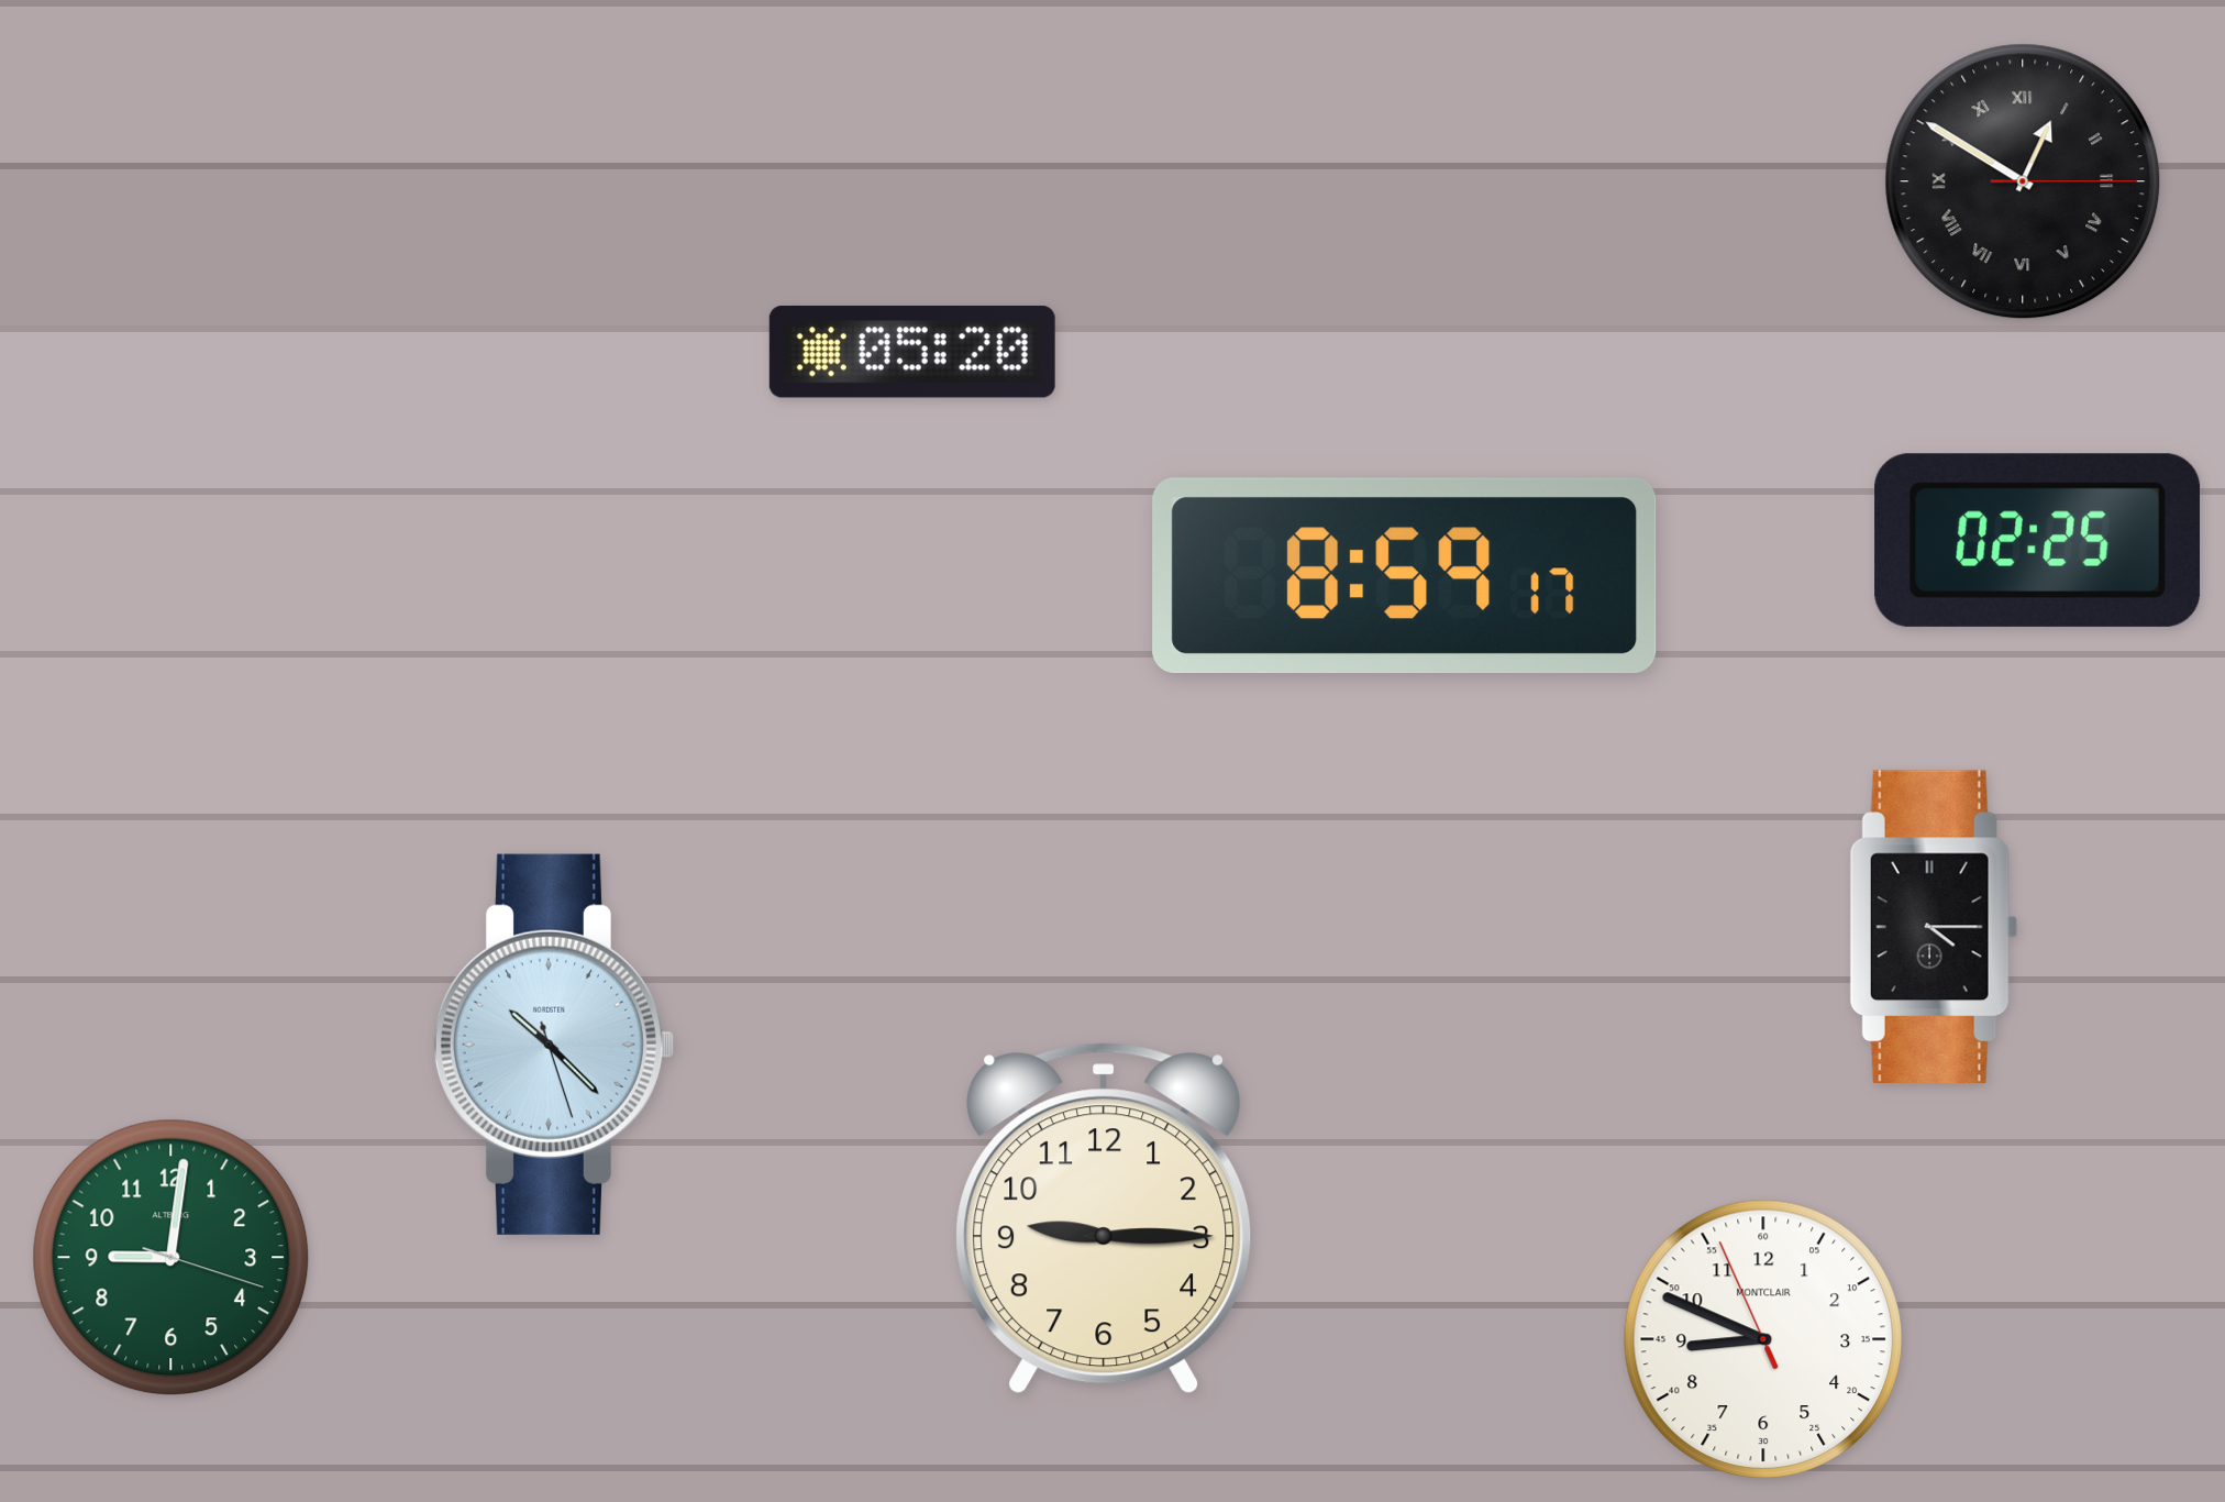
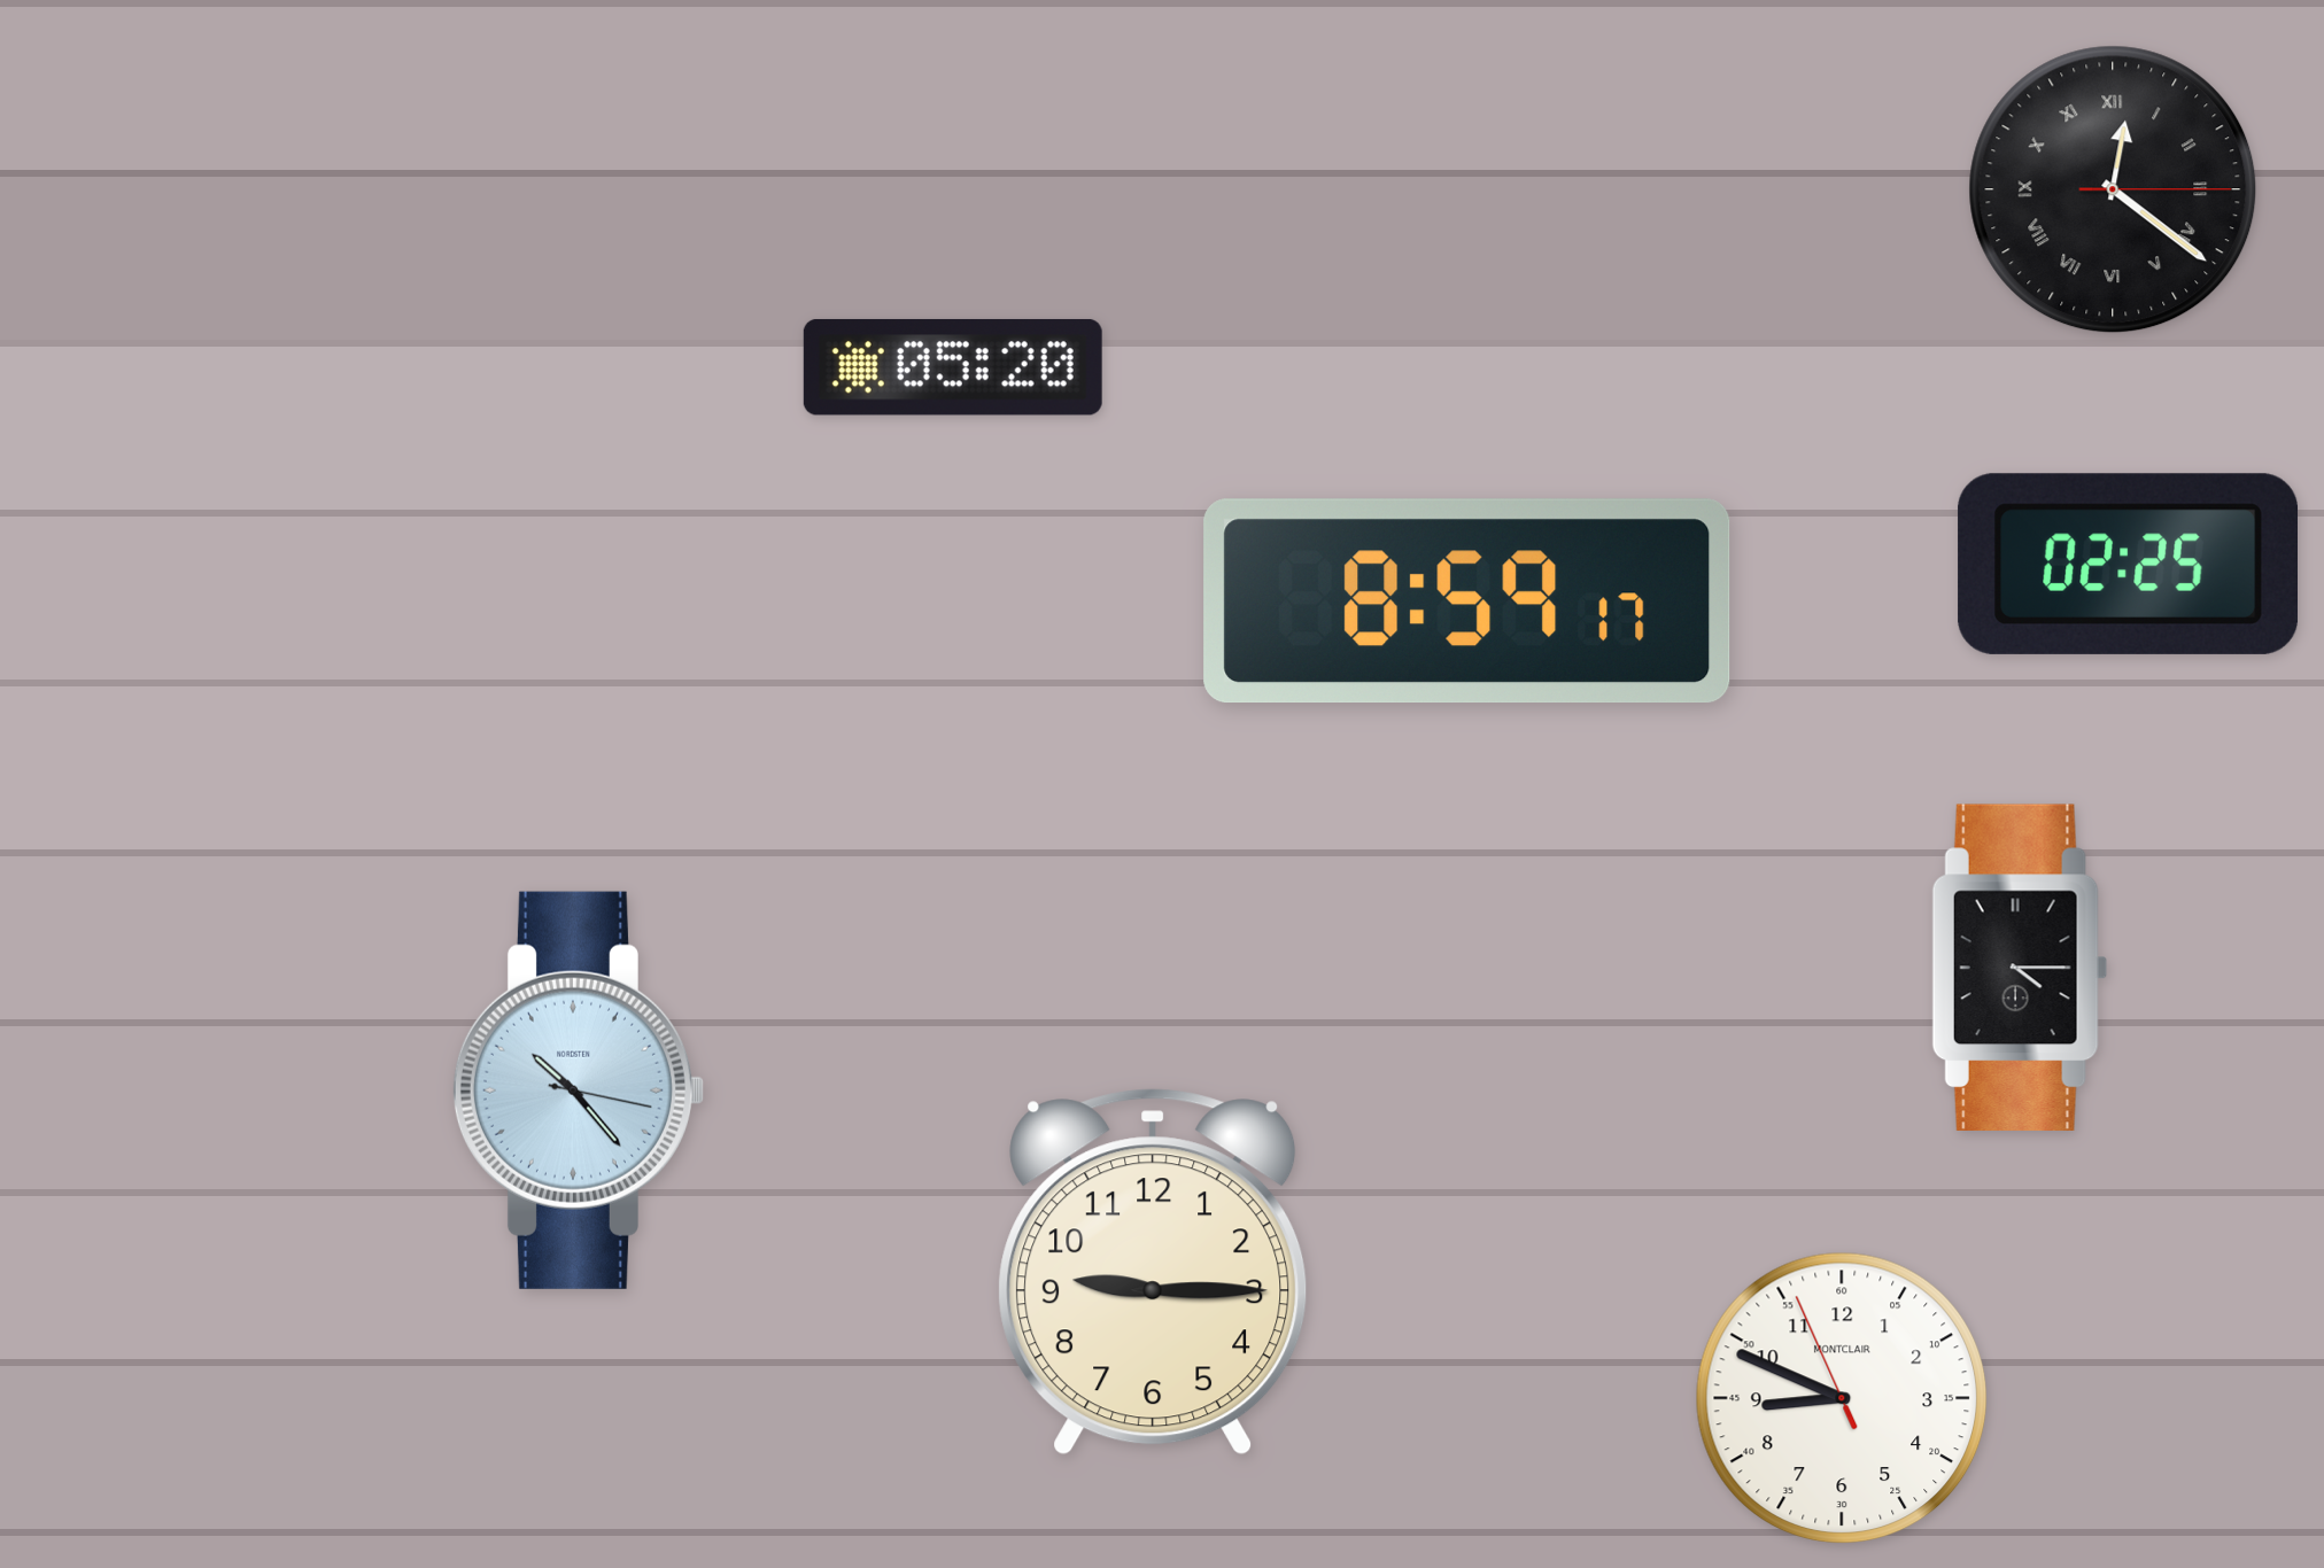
clock at (2023, 181): 12:50 -> 12:21
clock at (553, 1045): 10:22 -> 10:23
clock at (171, 1258): 9:01 -> none
